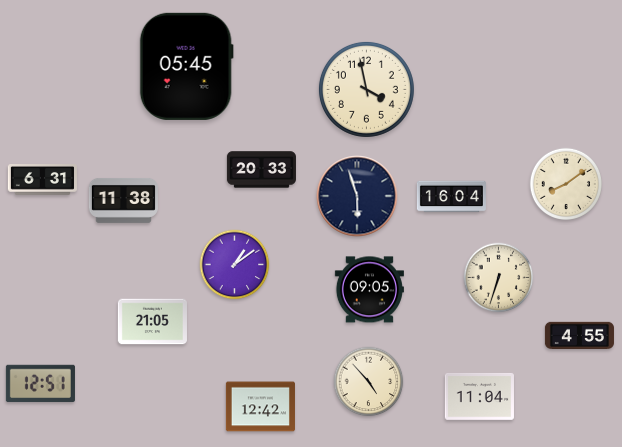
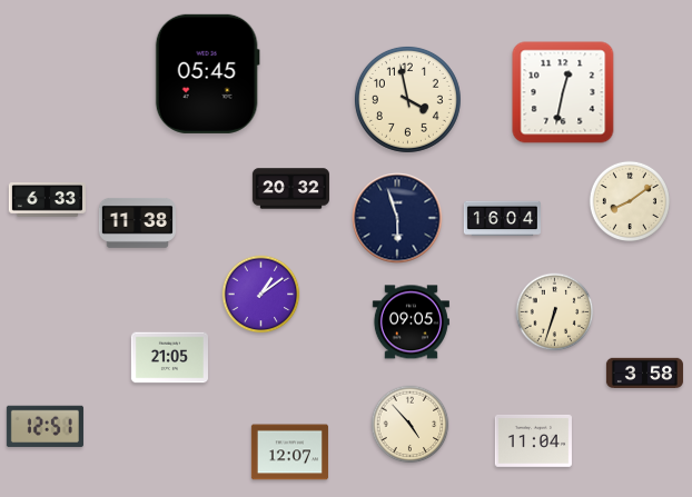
clock at (563, 92): none -> 12:32
clock at (261, 170): 20:33 -> 20:32
clock at (42, 180): 6:31 -> 6:33
clock at (565, 183) position: (565, 183) -> (629, 200)
clock at (499, 278) position: (499, 278) -> (555, 312)
clock at (579, 336): 4:55 -> 3:58
clock at (260, 407): 12:42 -> 12:07
